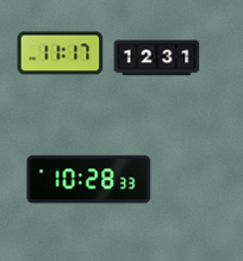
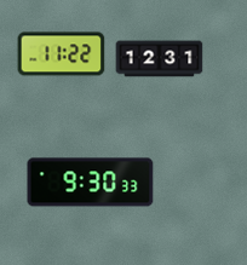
clock at (61, 54): 11:17 -> 11:22
clock at (89, 180): 10:28 -> 9:30
